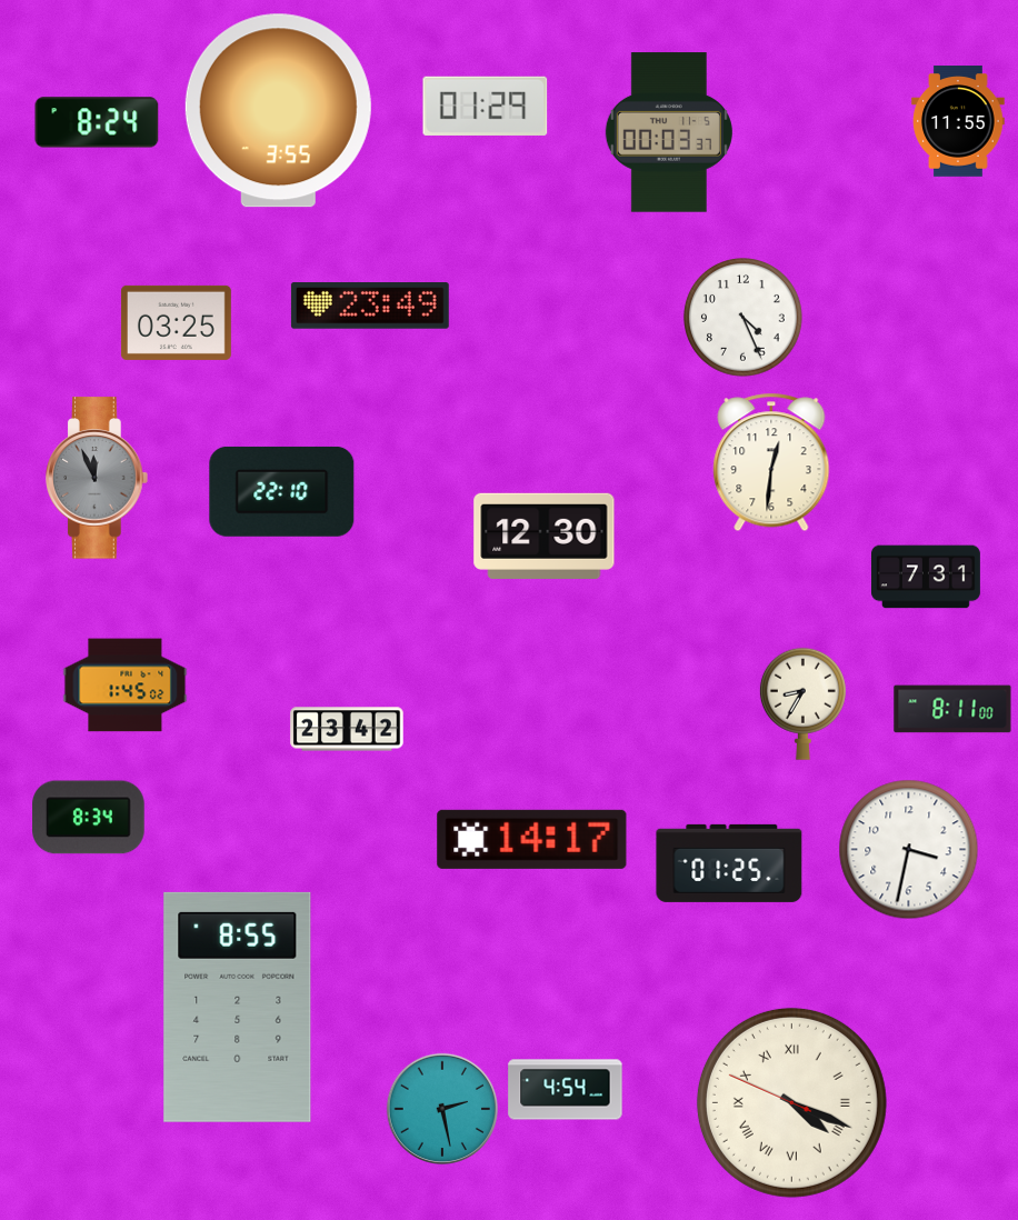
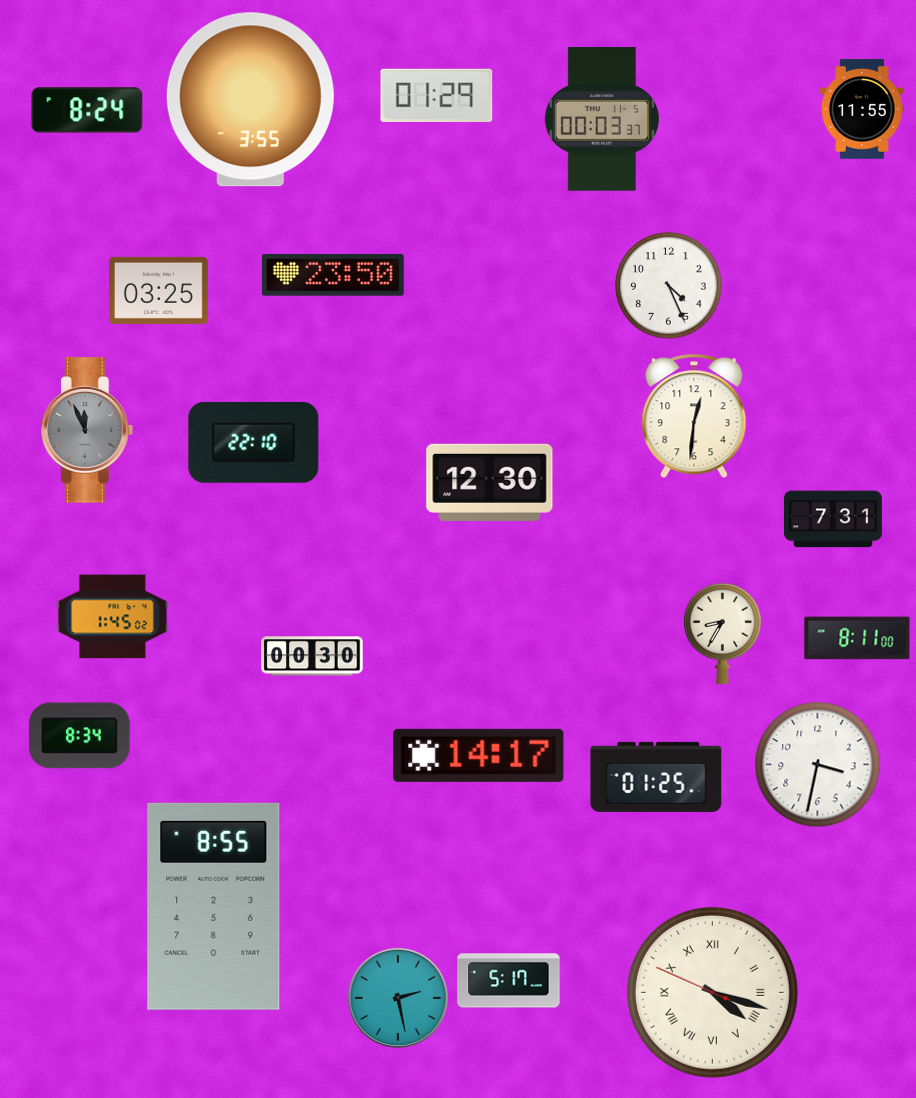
clock at (370, 307): 23:49 -> 23:50
clock at (347, 729): 23:42 -> 00:30
clock at (566, 1090): 4:54 -> 5:17
clock at (791, 1102): 4:18 -> 4:17
